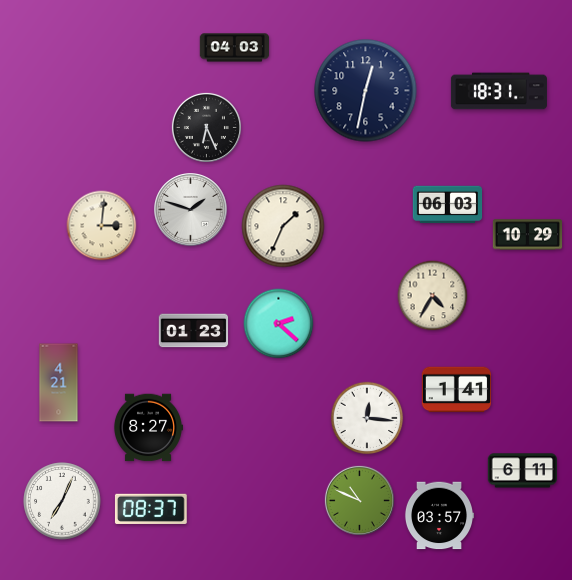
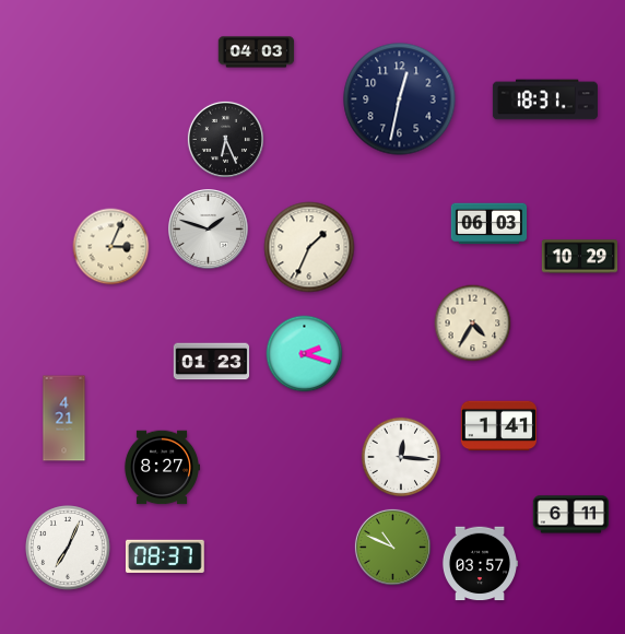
clock at (102, 226): 3:01 -> 3:04
clock at (528, 235) position: (528, 235) -> (580, 257)
clock at (279, 324): 2:22 -> 2:18
